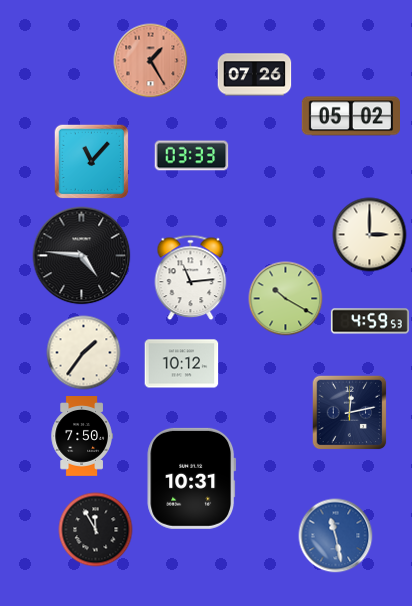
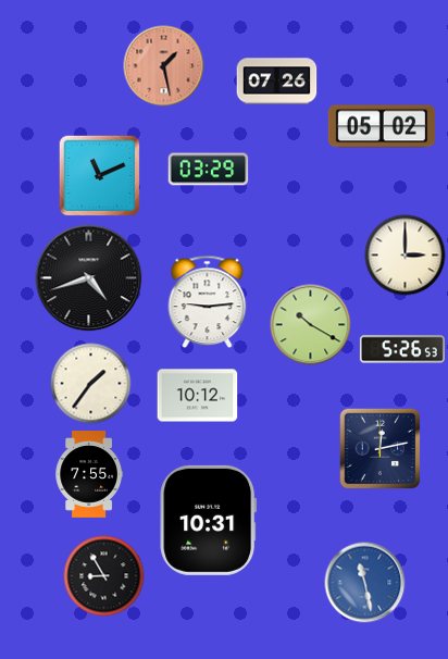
clock at (151, 61): 1:25 -> 1:28
clock at (192, 156): 03:33 -> 03:29
clock at (92, 162): 11:07 -> 11:11
clock at (370, 235) position: (370, 235) -> (406, 256)
clock at (82, 256): 4:46 -> 4:42
clock at (191, 278): 11:14 -> 9:14
clock at (370, 321): 4:59 -> 5:26
clock at (82, 437): 7:50 -> 7:55
clock at (96, 530): 11:55 -> 8:55
